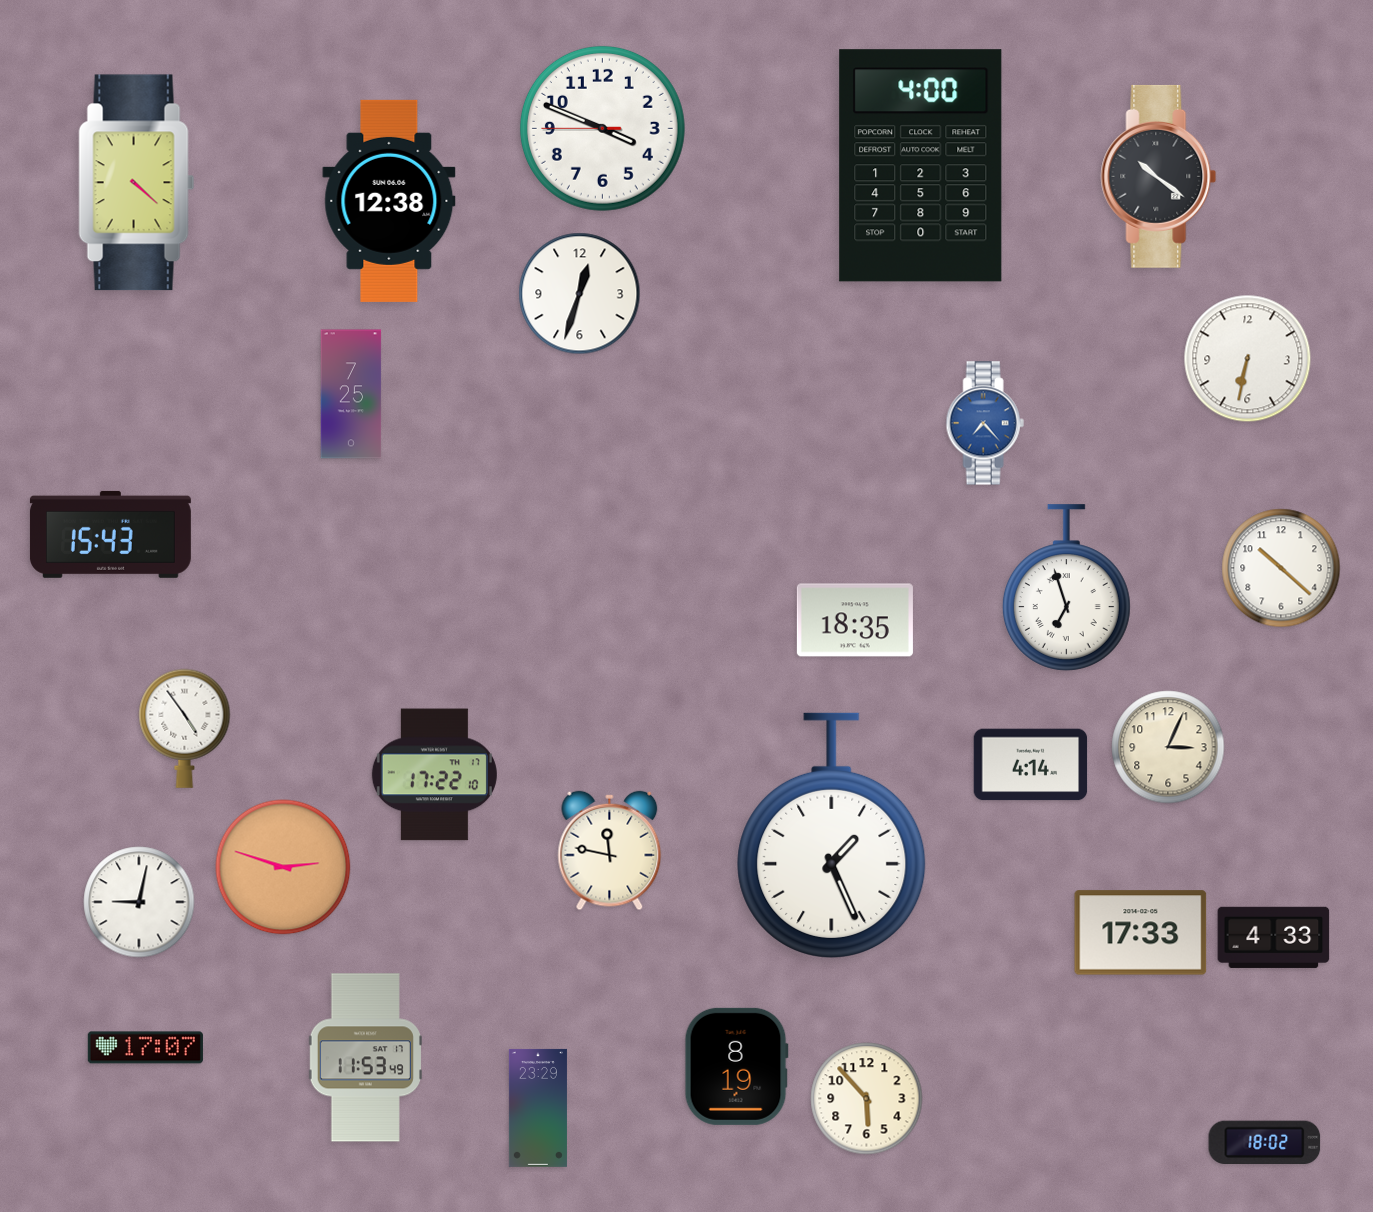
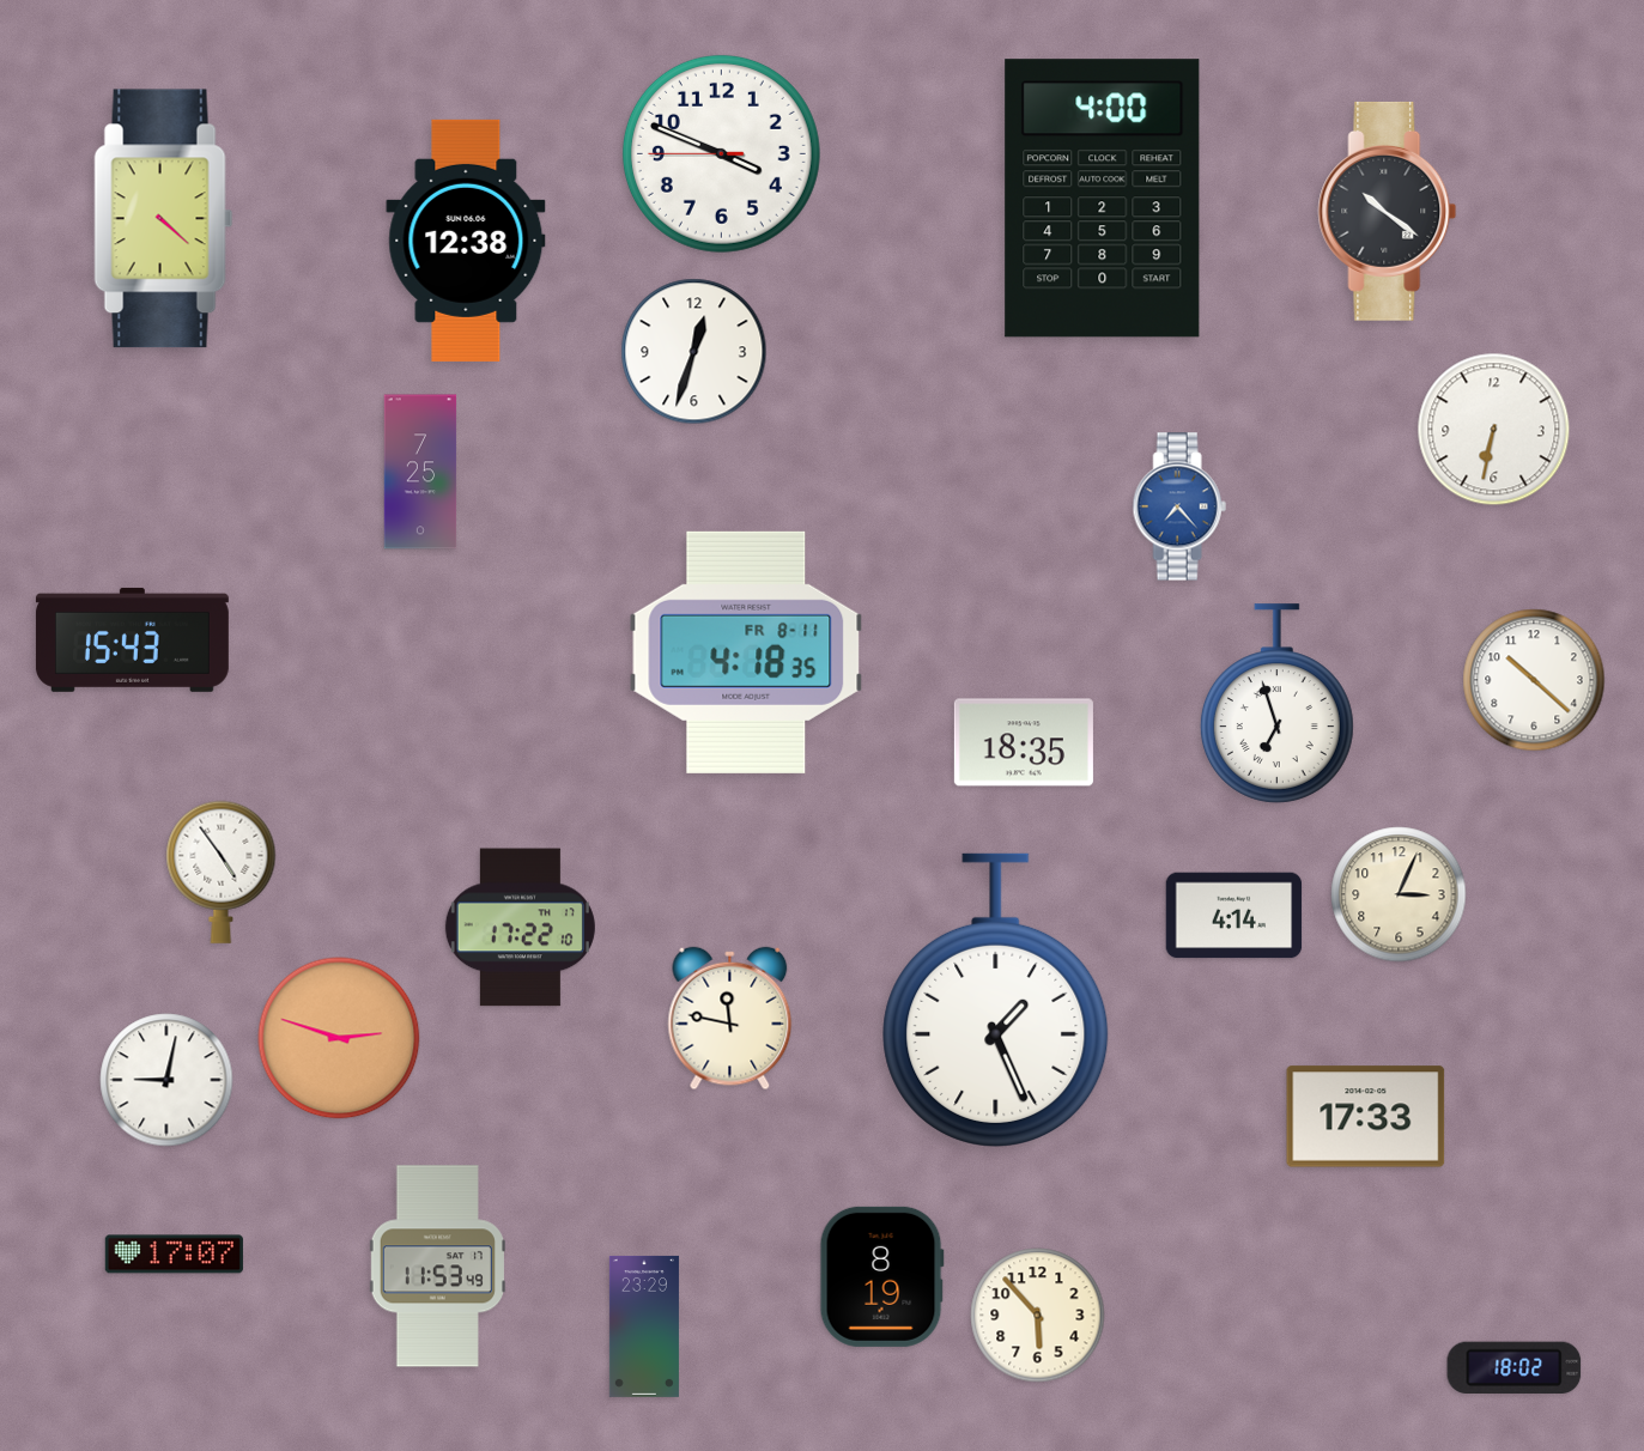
clock at (746, 652): none -> 4:18
clock at (1274, 937): 4:33 -> none
